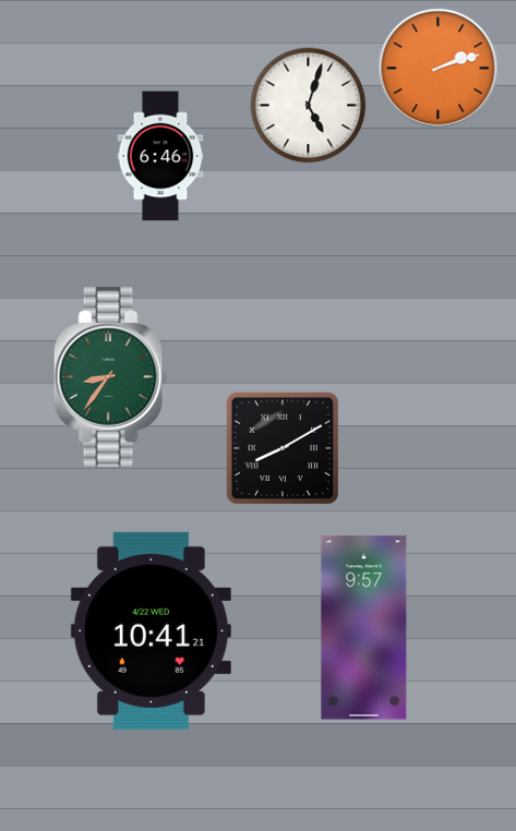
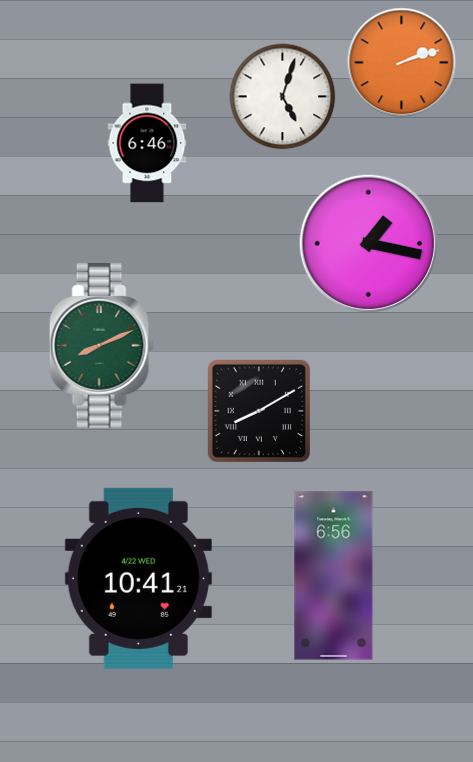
clock at (368, 243): none -> 1:17
clock at (110, 377): 8:36 -> 8:11
clock at (364, 628): 9:57 -> 6:56
